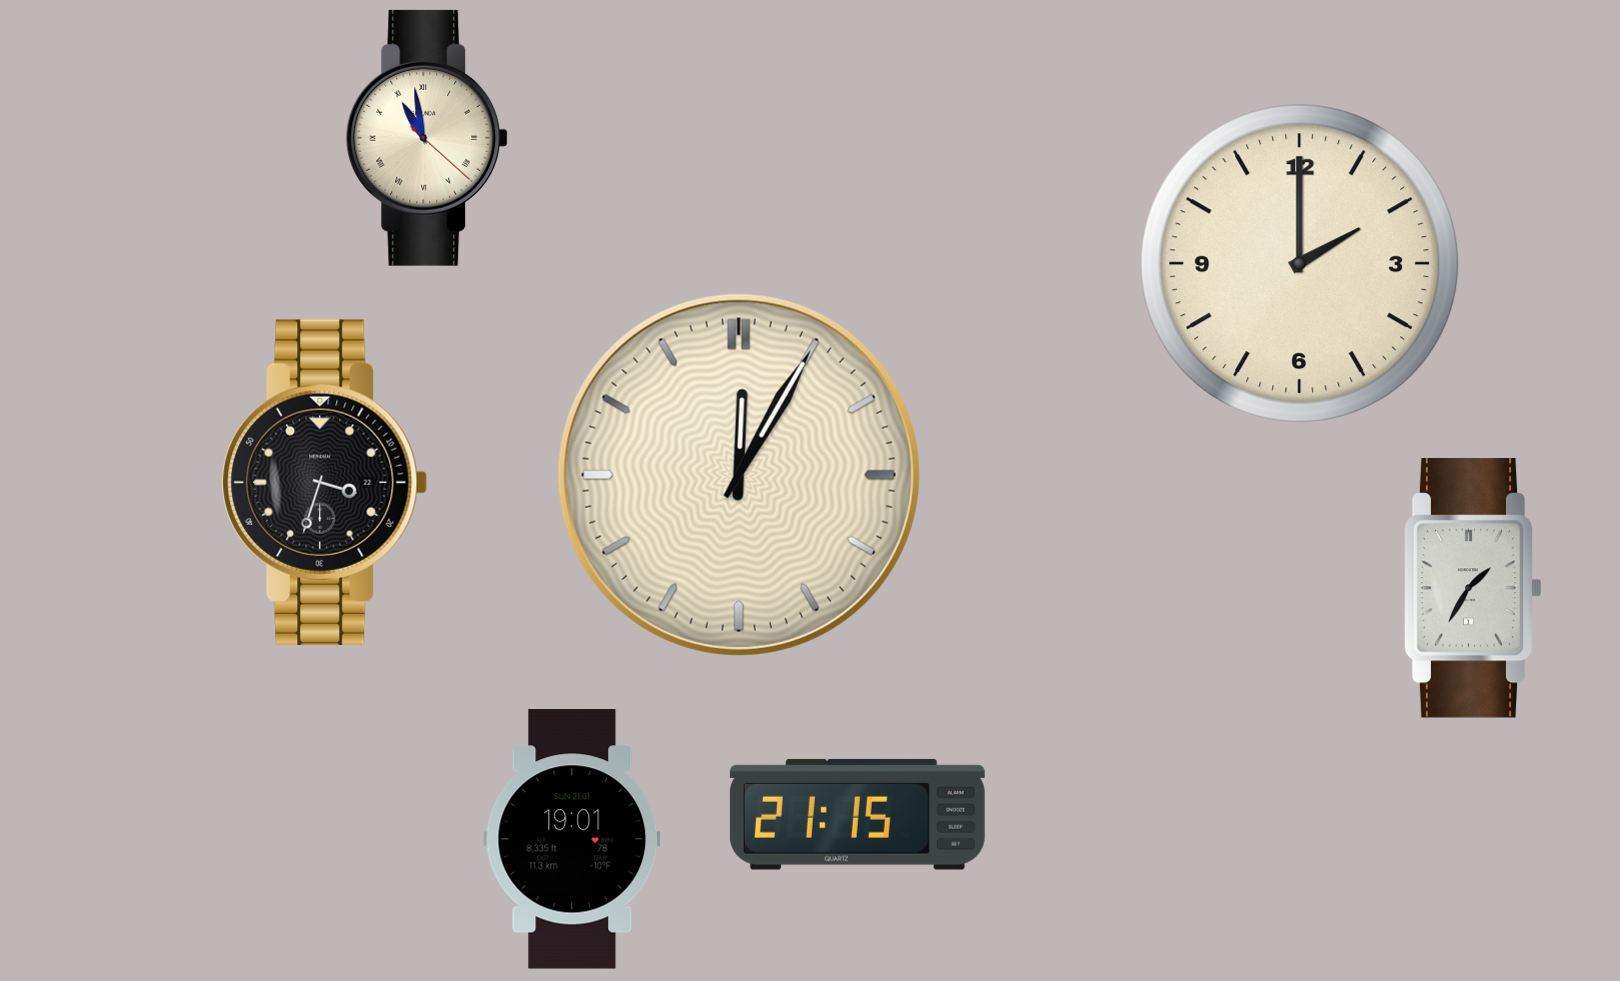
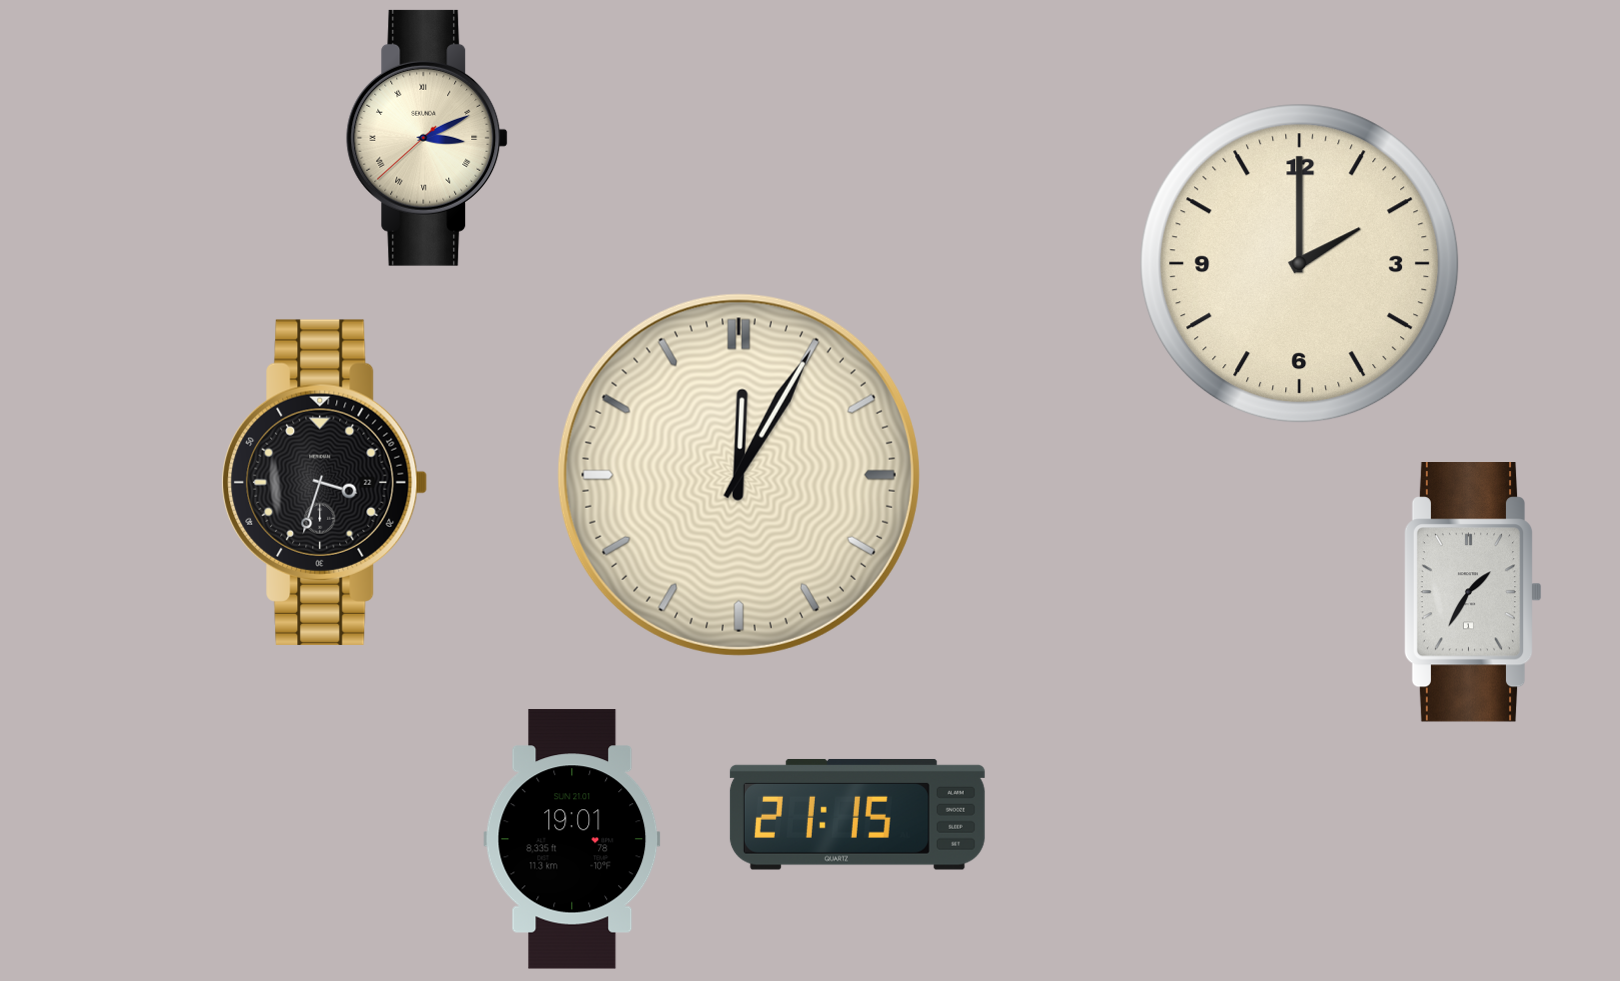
clock at (427, 138): 10:58 -> 3:10
clock at (1473, 589) position: (1473, 589) -> (1473, 593)
